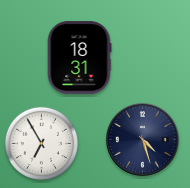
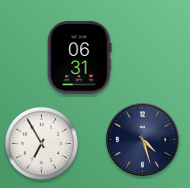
clock at (79, 58): 18:31 -> 06:31
